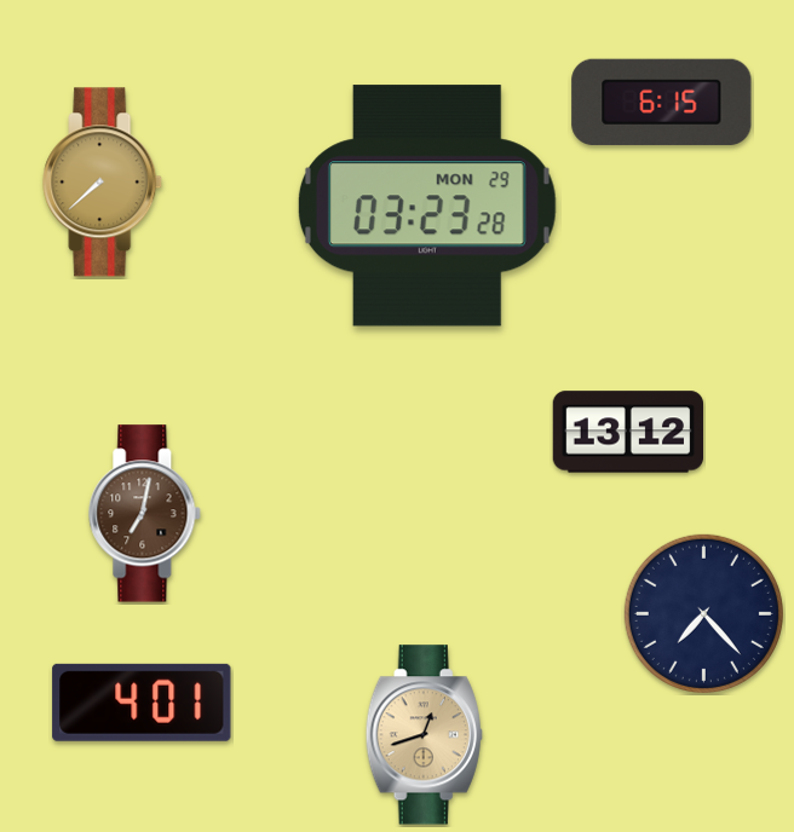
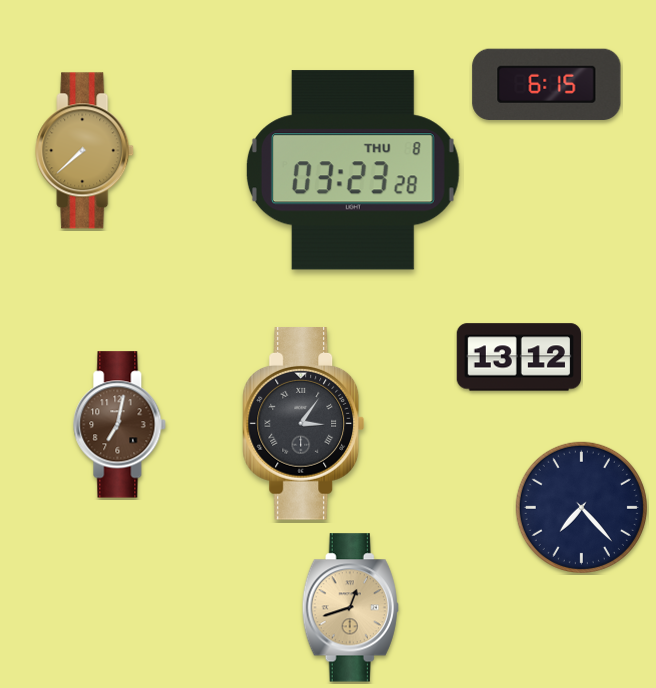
clock at (427, 206) date: MON 29 -> THU 8
clock at (304, 424): none -> 3:06
clock at (142, 703): 4:01 -> none
